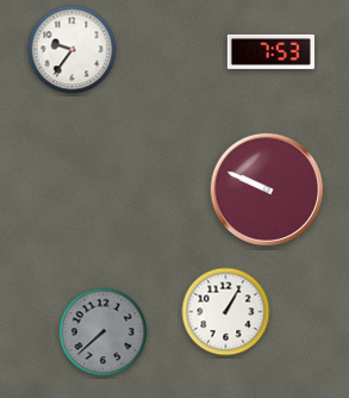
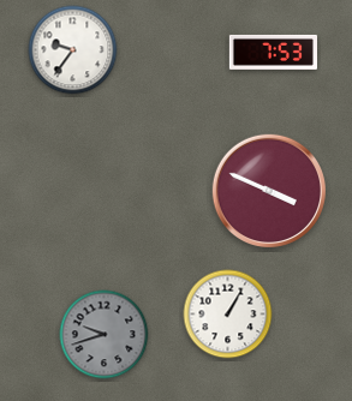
clock at (267, 189): 9:49 -> 3:49
clock at (104, 332): 7:38 -> 9:42
